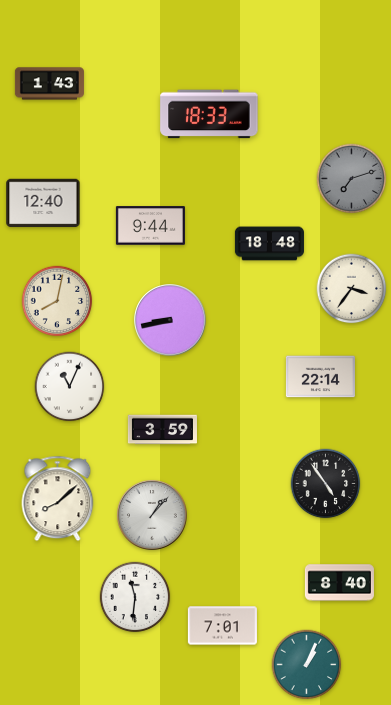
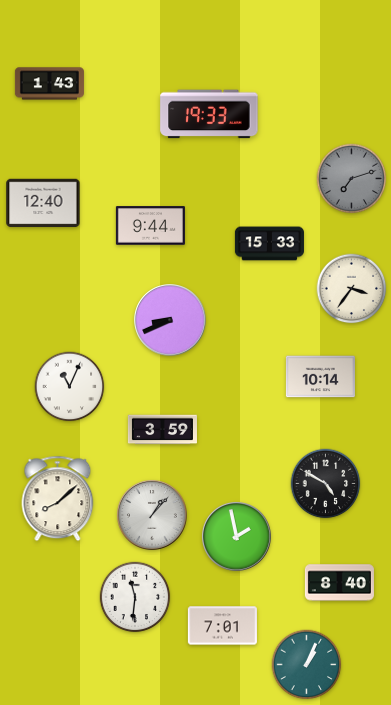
clock at (209, 114): 18:33 -> 19:33
clock at (269, 244): 18:48 -> 15:33
clock at (57, 301): 8:02 -> none
clock at (170, 320): 8:43 -> 8:41
clock at (320, 377): 22:14 -> 10:14
clock at (326, 484): 4:54 -> 4:50
clock at (236, 536): none -> 1:58
